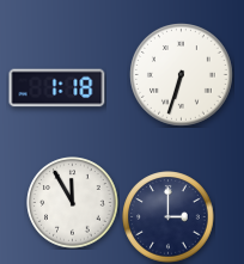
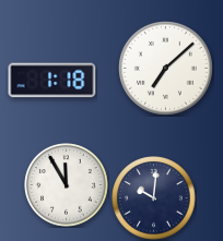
clock at (182, 75): 6:33 -> 7:08
clock at (169, 217): 3:00 -> 10:01
